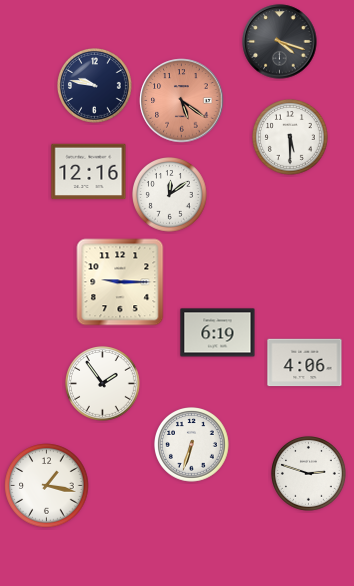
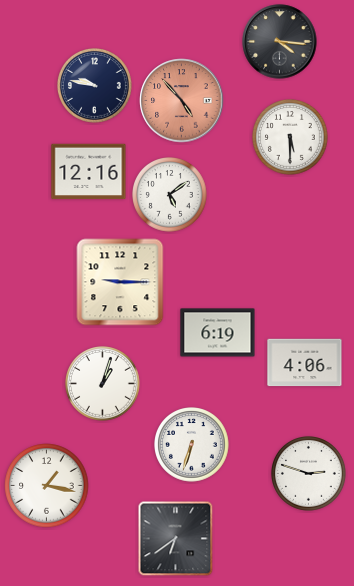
clock at (280, 42): 4:18 -> 4:16
clock at (182, 101): 5:21 -> 4:53
clock at (170, 195): 12:09 -> 5:09
clock at (103, 384): 1:54 -> 1:03
clock at (176, 539): none -> 6:39
